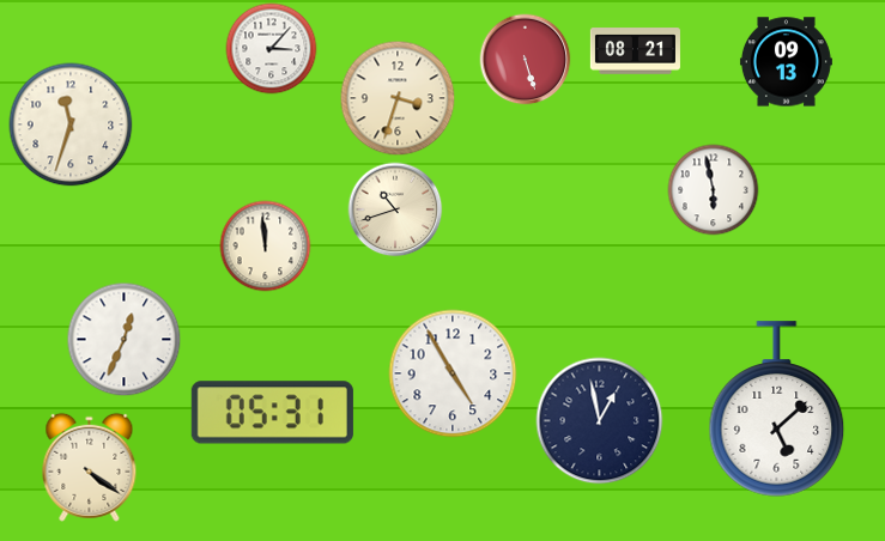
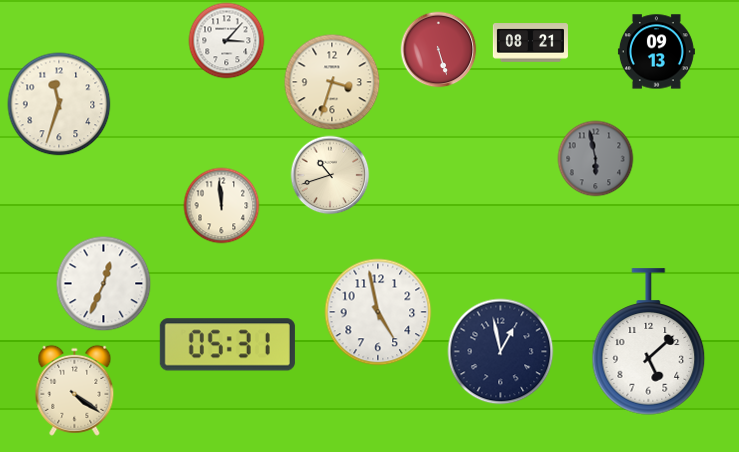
clock at (714, 190) dial: white -> grey
clock at (453, 373): 4:55 -> 4:58
